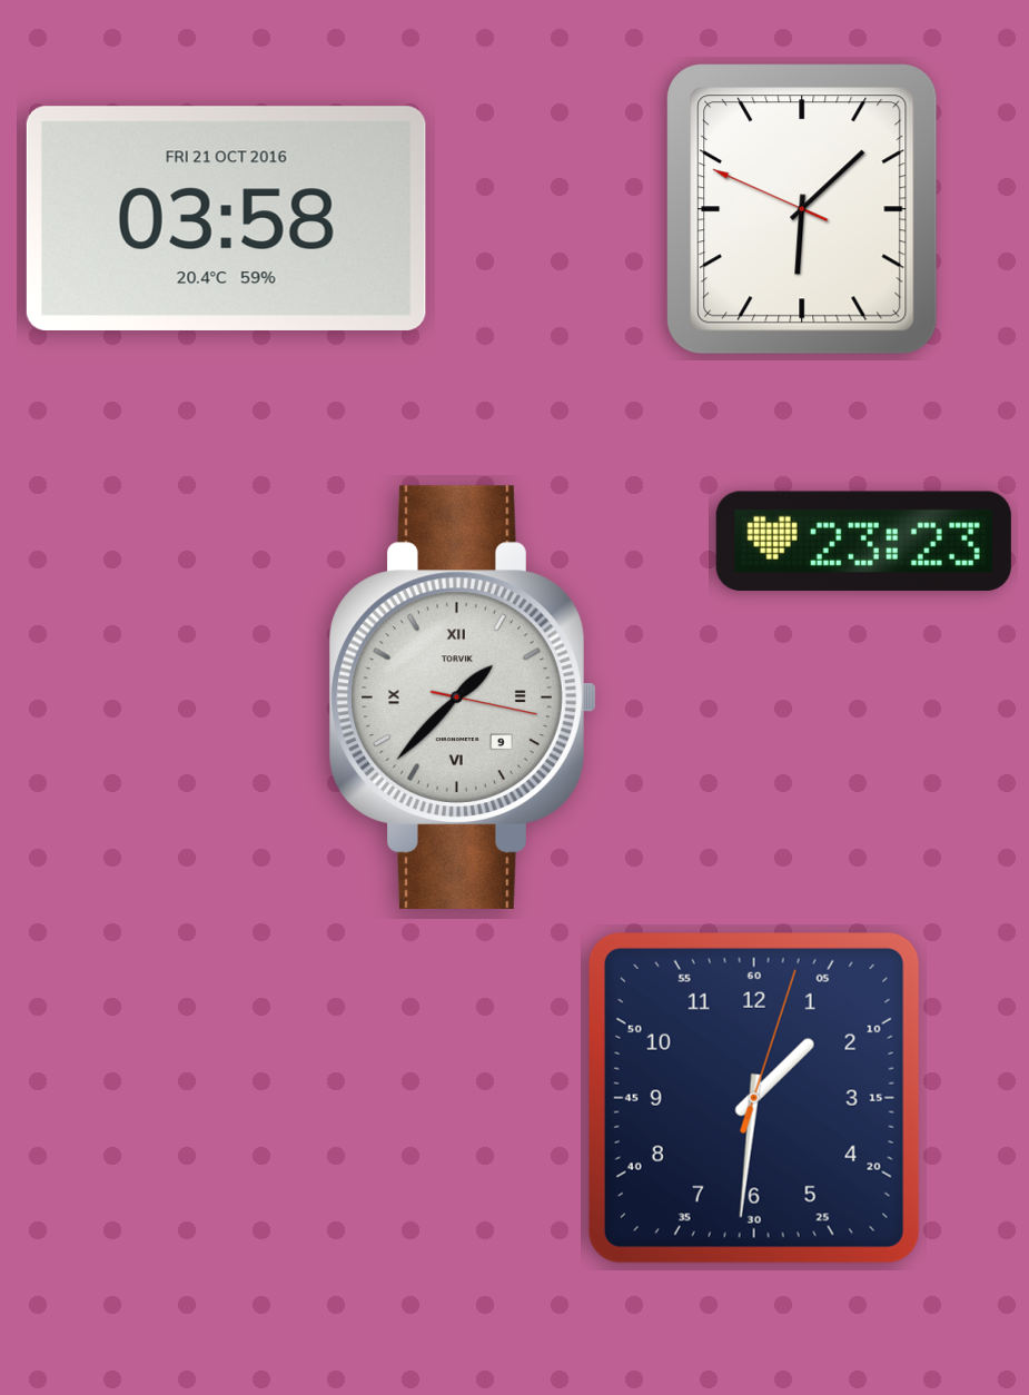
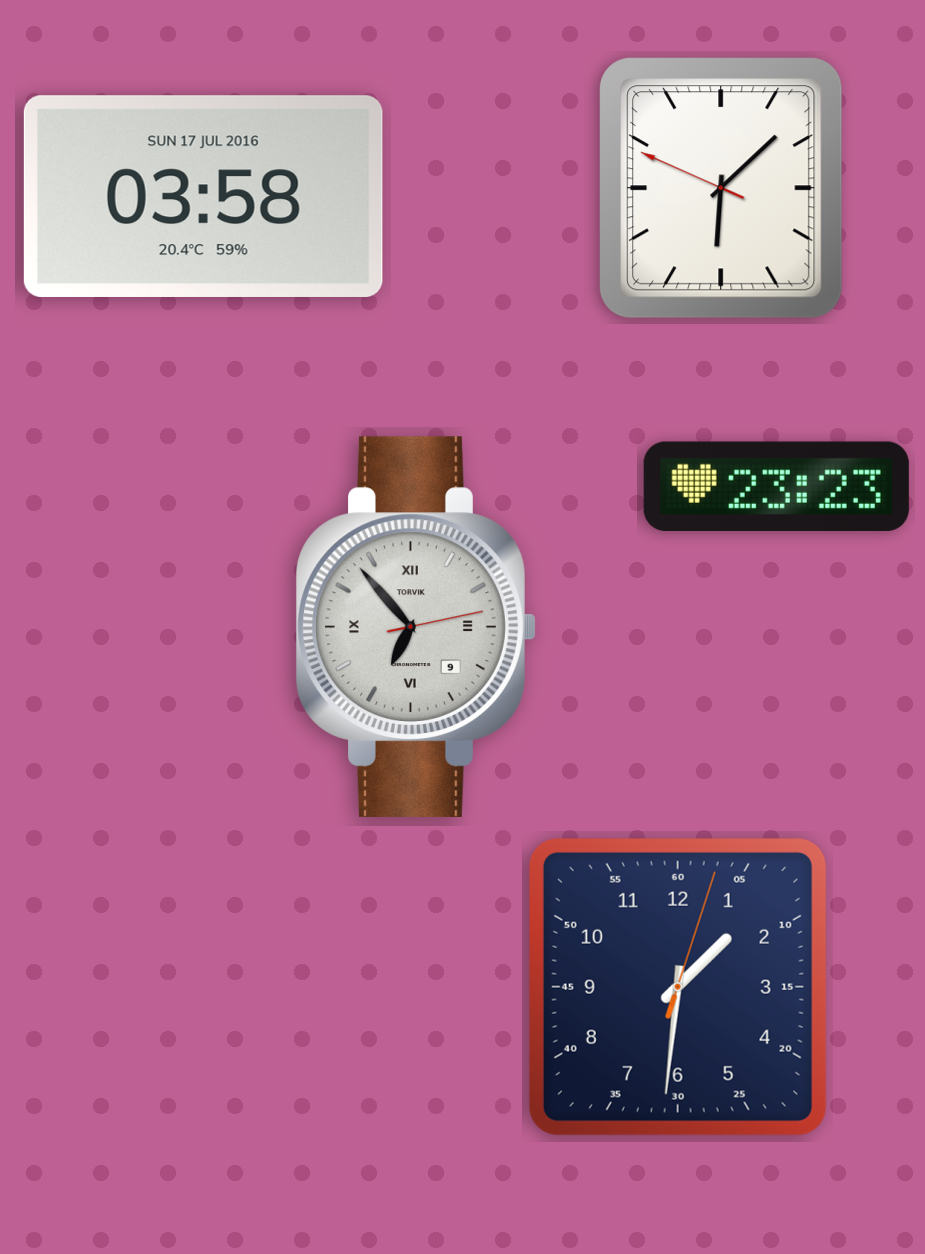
clock at (226, 218) date: FRI 21 OCT 2016 -> SUN 17 JUL 2016
clock at (463, 697): 1:37 -> 6:53
